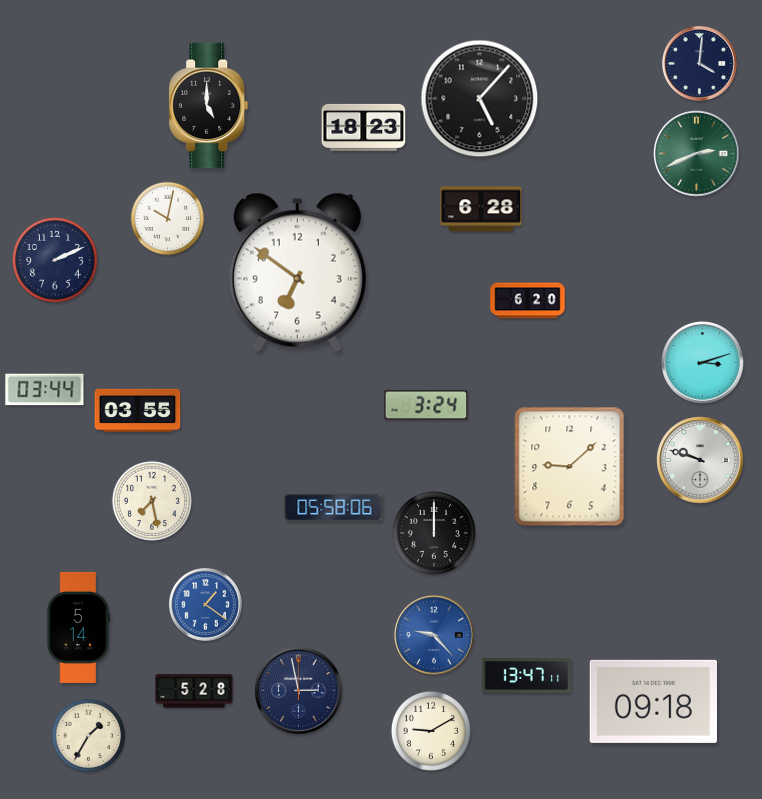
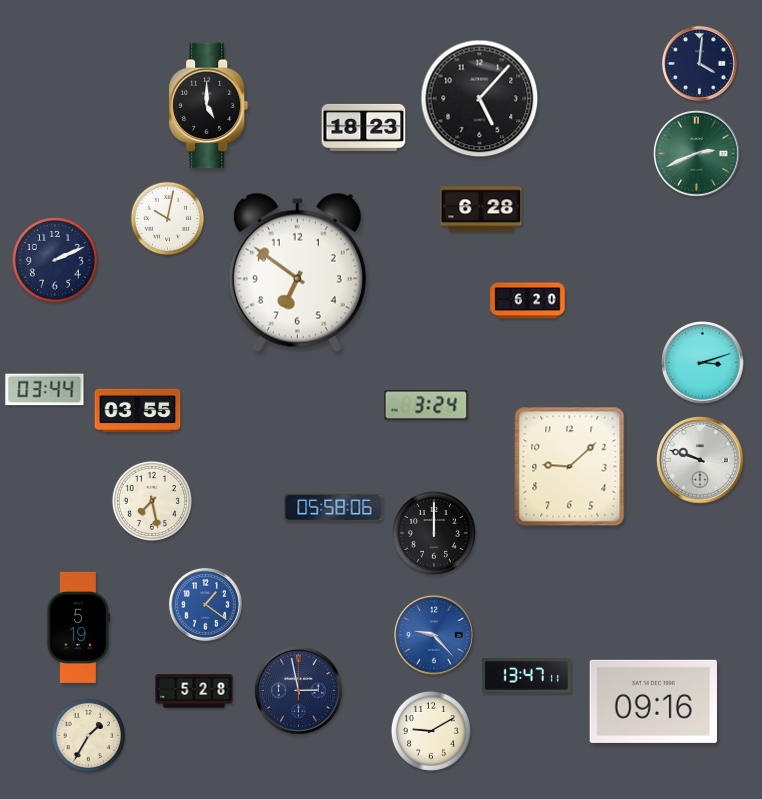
clock at (78, 627): 5:14 -> 5:19
clock at (653, 701): 09:18 -> 09:16
